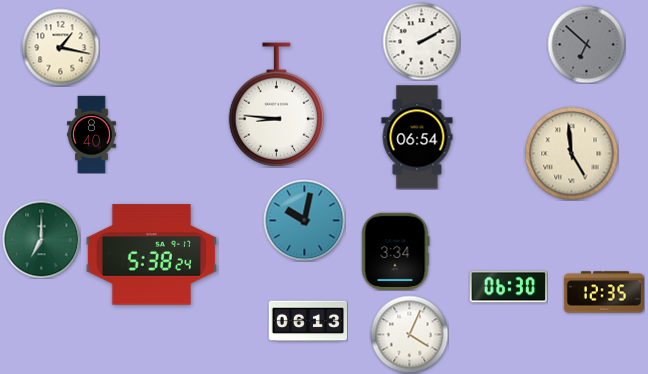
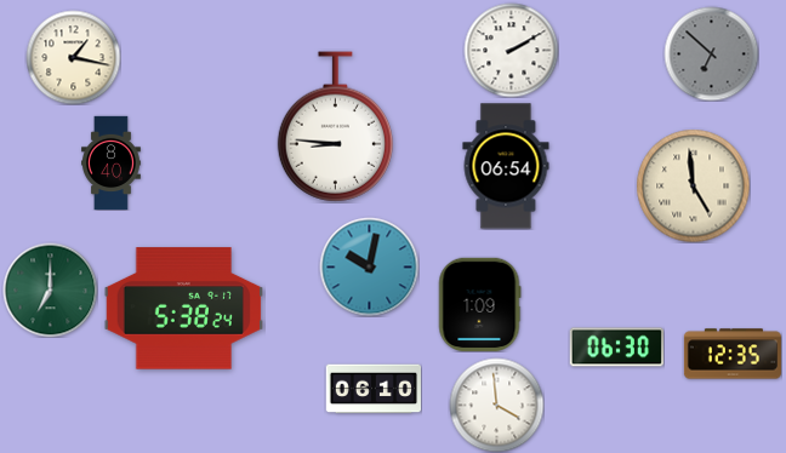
clock at (395, 251): 3:34 -> 1:09
clock at (307, 321): 06:13 -> 06:10
clock at (409, 334): 4:04 -> 3:59
